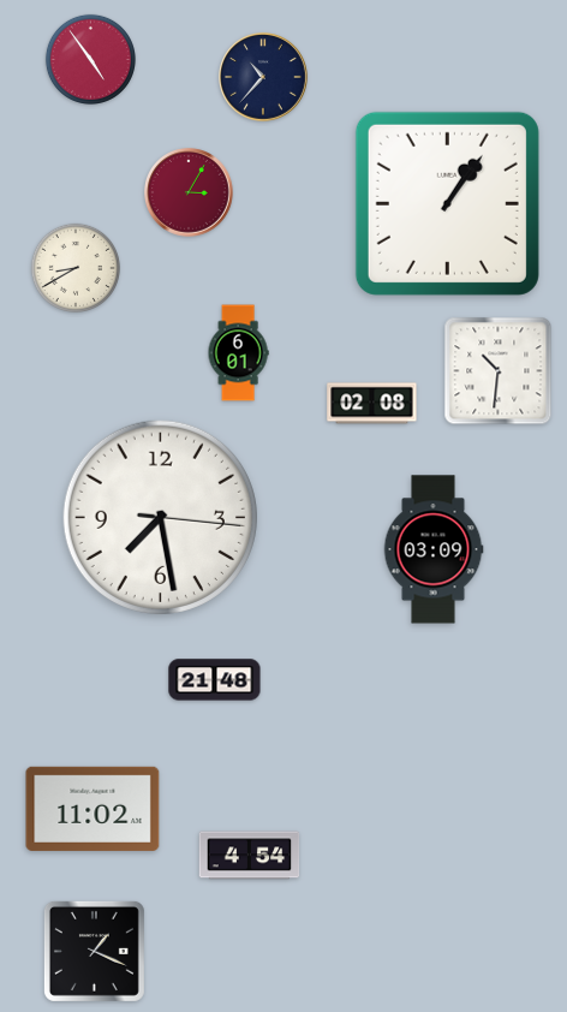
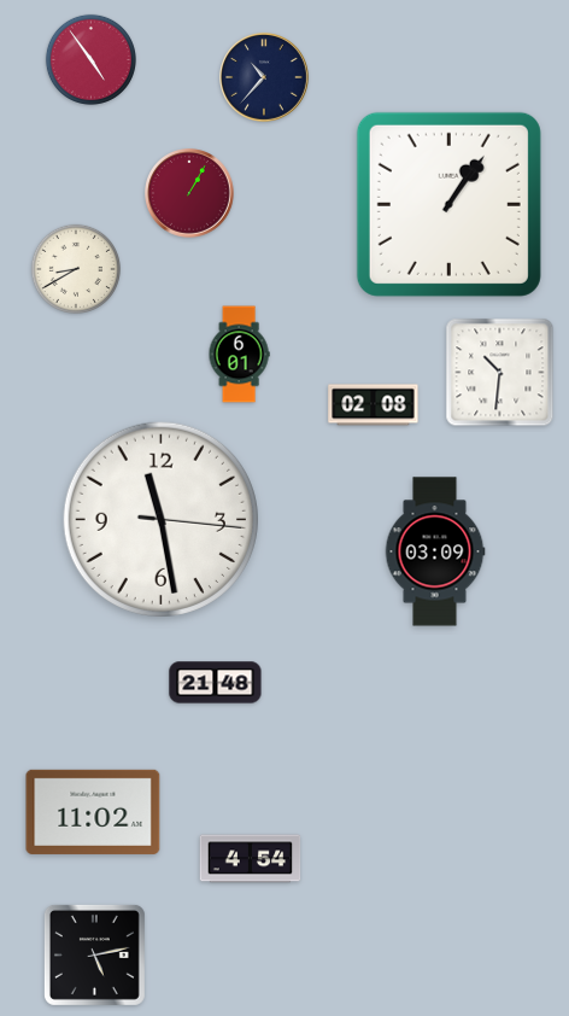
clock at (189, 192): 3:05 -> 1:05
clock at (160, 517): 7:28 -> 11:28
clock at (94, 951): 1:19 -> 5:13
